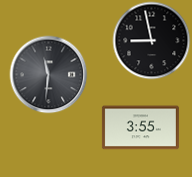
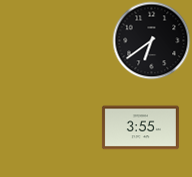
clock at (151, 40): 8:58 -> 6:39
clock at (48, 74): 11:31 -> none
